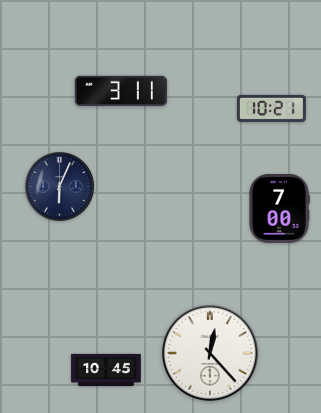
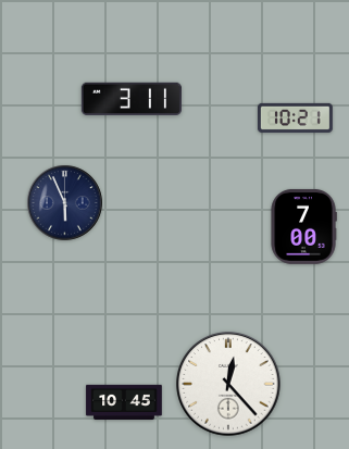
clock at (60, 187): 6:04 -> 5:56
clock at (106, 369) position: (106, 369) -> (124, 401)
